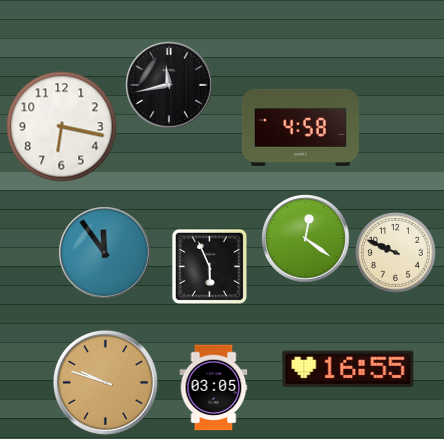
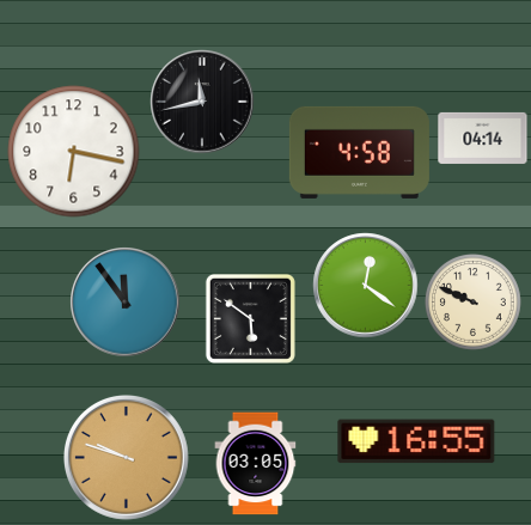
clock at (483, 138): none -> 04:14
clock at (209, 266): 5:56 -> 5:51
